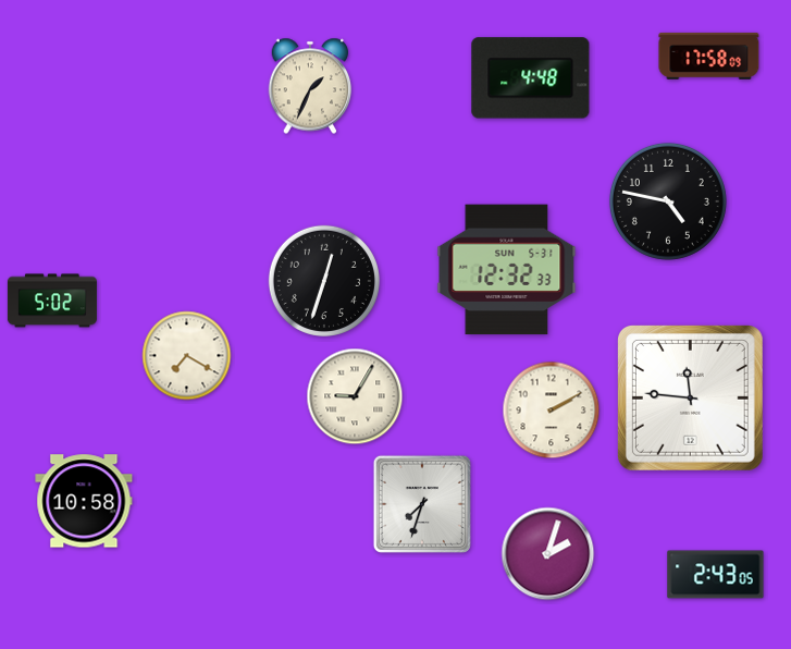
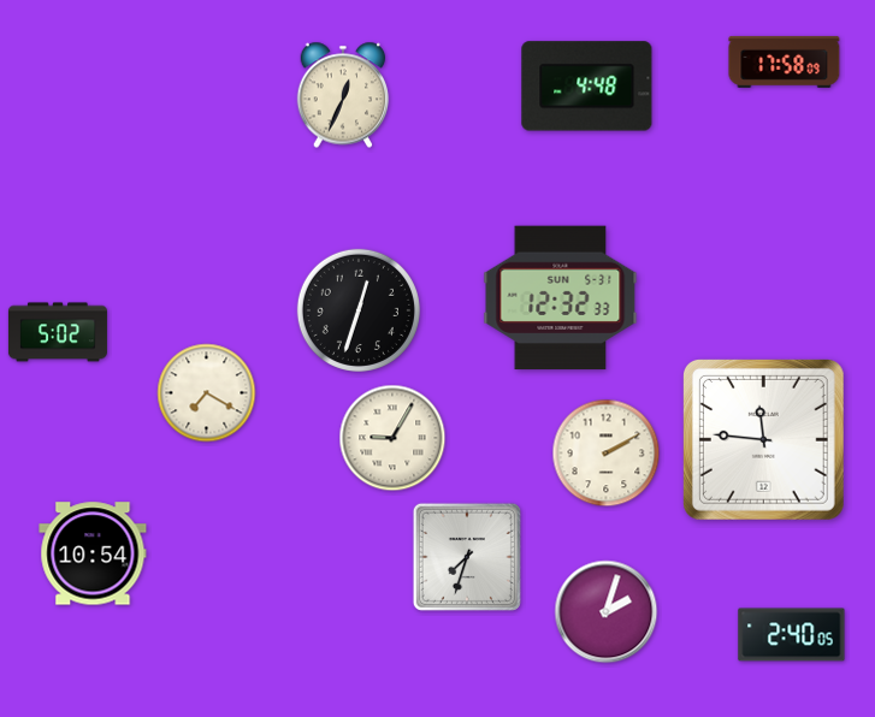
clock at (310, 86): 1:34 -> 12:34
clock at (668, 201): 4:47 -> none
clock at (552, 411) position: (552, 411) -> (607, 454)
clock at (84, 501): 10:58 -> 10:54
clock at (716, 575): 2:43 -> 2:40
